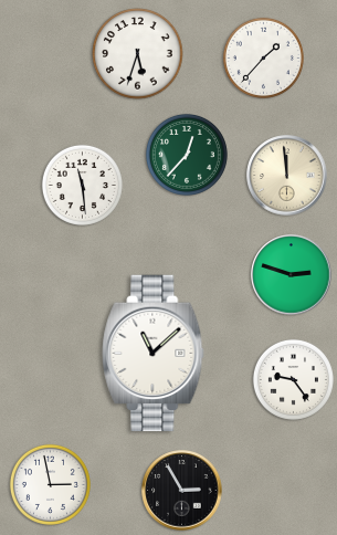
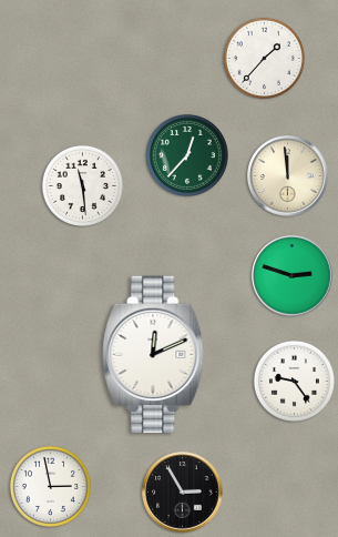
clock at (138, 54): 5:33 -> none
clock at (154, 354): 11:08 -> 12:11
